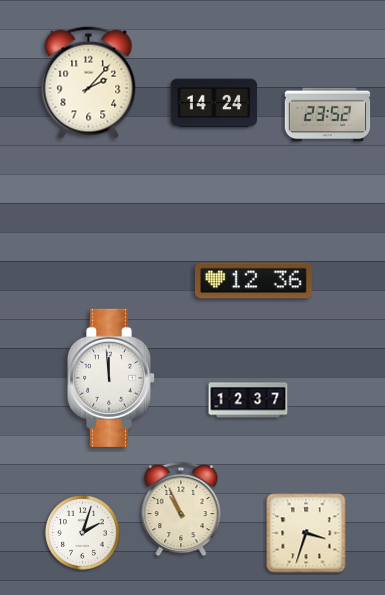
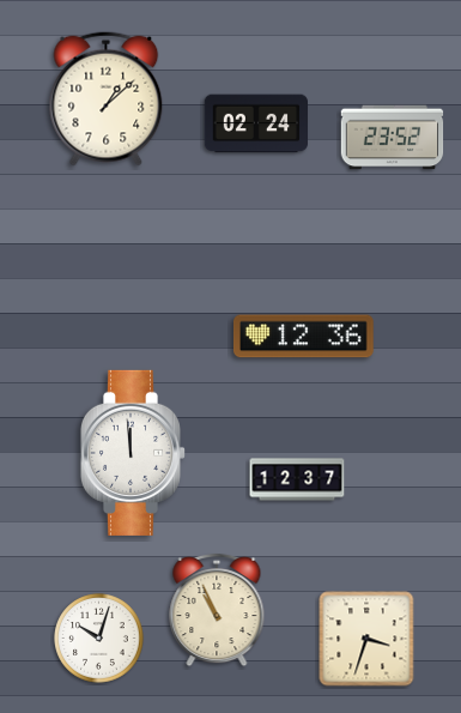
clock at (89, 83): 2:07 -> 1:08
clock at (213, 103): 14:24 -> 02:24
clock at (83, 533): 2:03 -> 10:03
